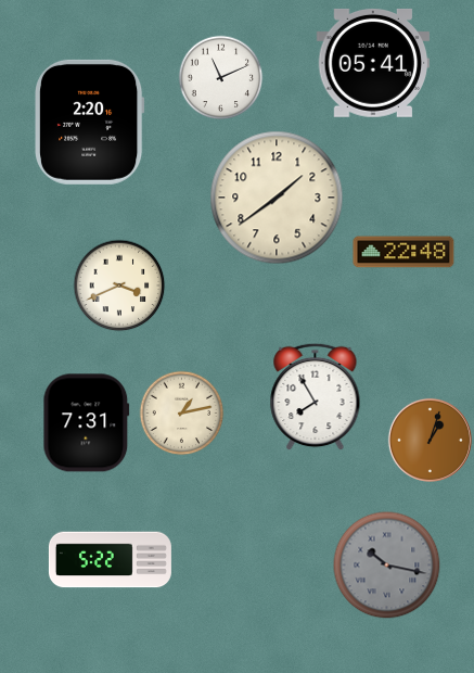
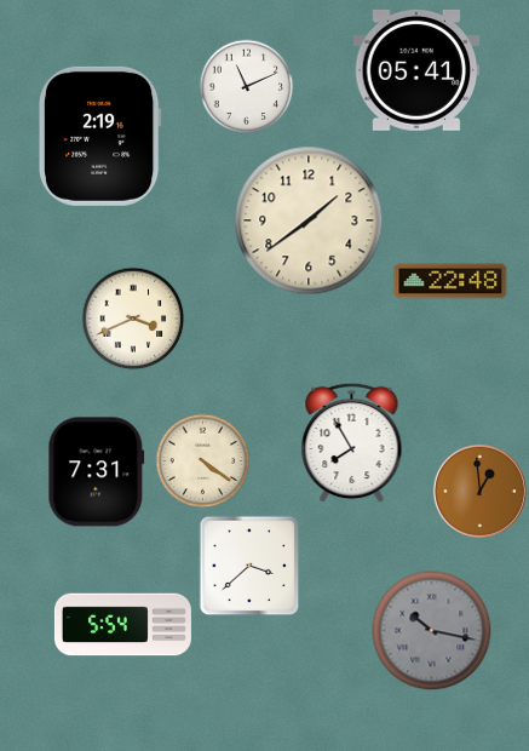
clock at (90, 122): 2:20 -> 2:19
clock at (181, 412): 1:13 -> 4:21
clock at (430, 440): 1:03 -> 12:59
clock at (249, 566): none -> 3:38
clock at (110, 560): 5:22 -> 5:54
